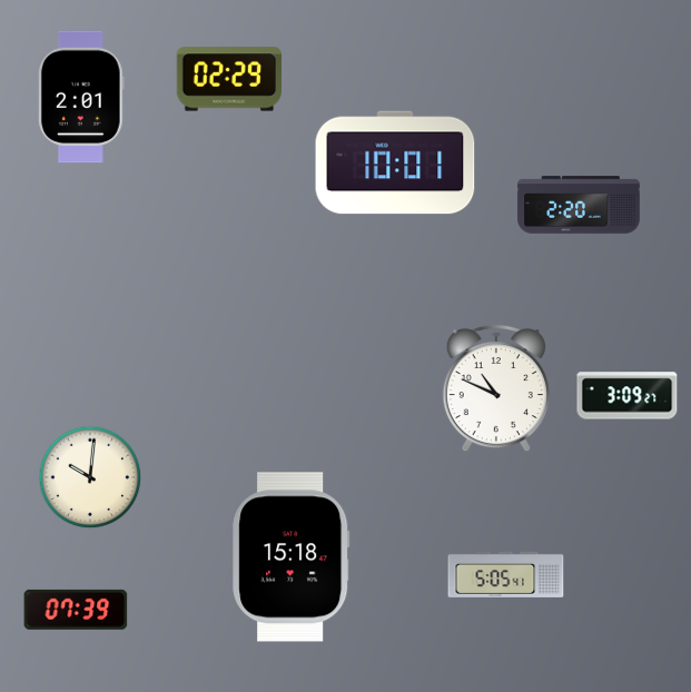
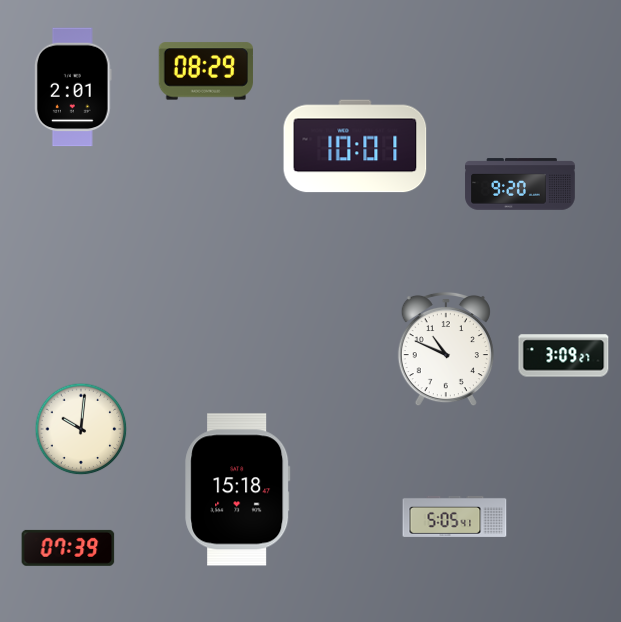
clock at (229, 79): 02:29 -> 08:29
clock at (579, 205): 2:20 -> 9:20
clock at (292, 557) position: (292, 557) -> (238, 490)
